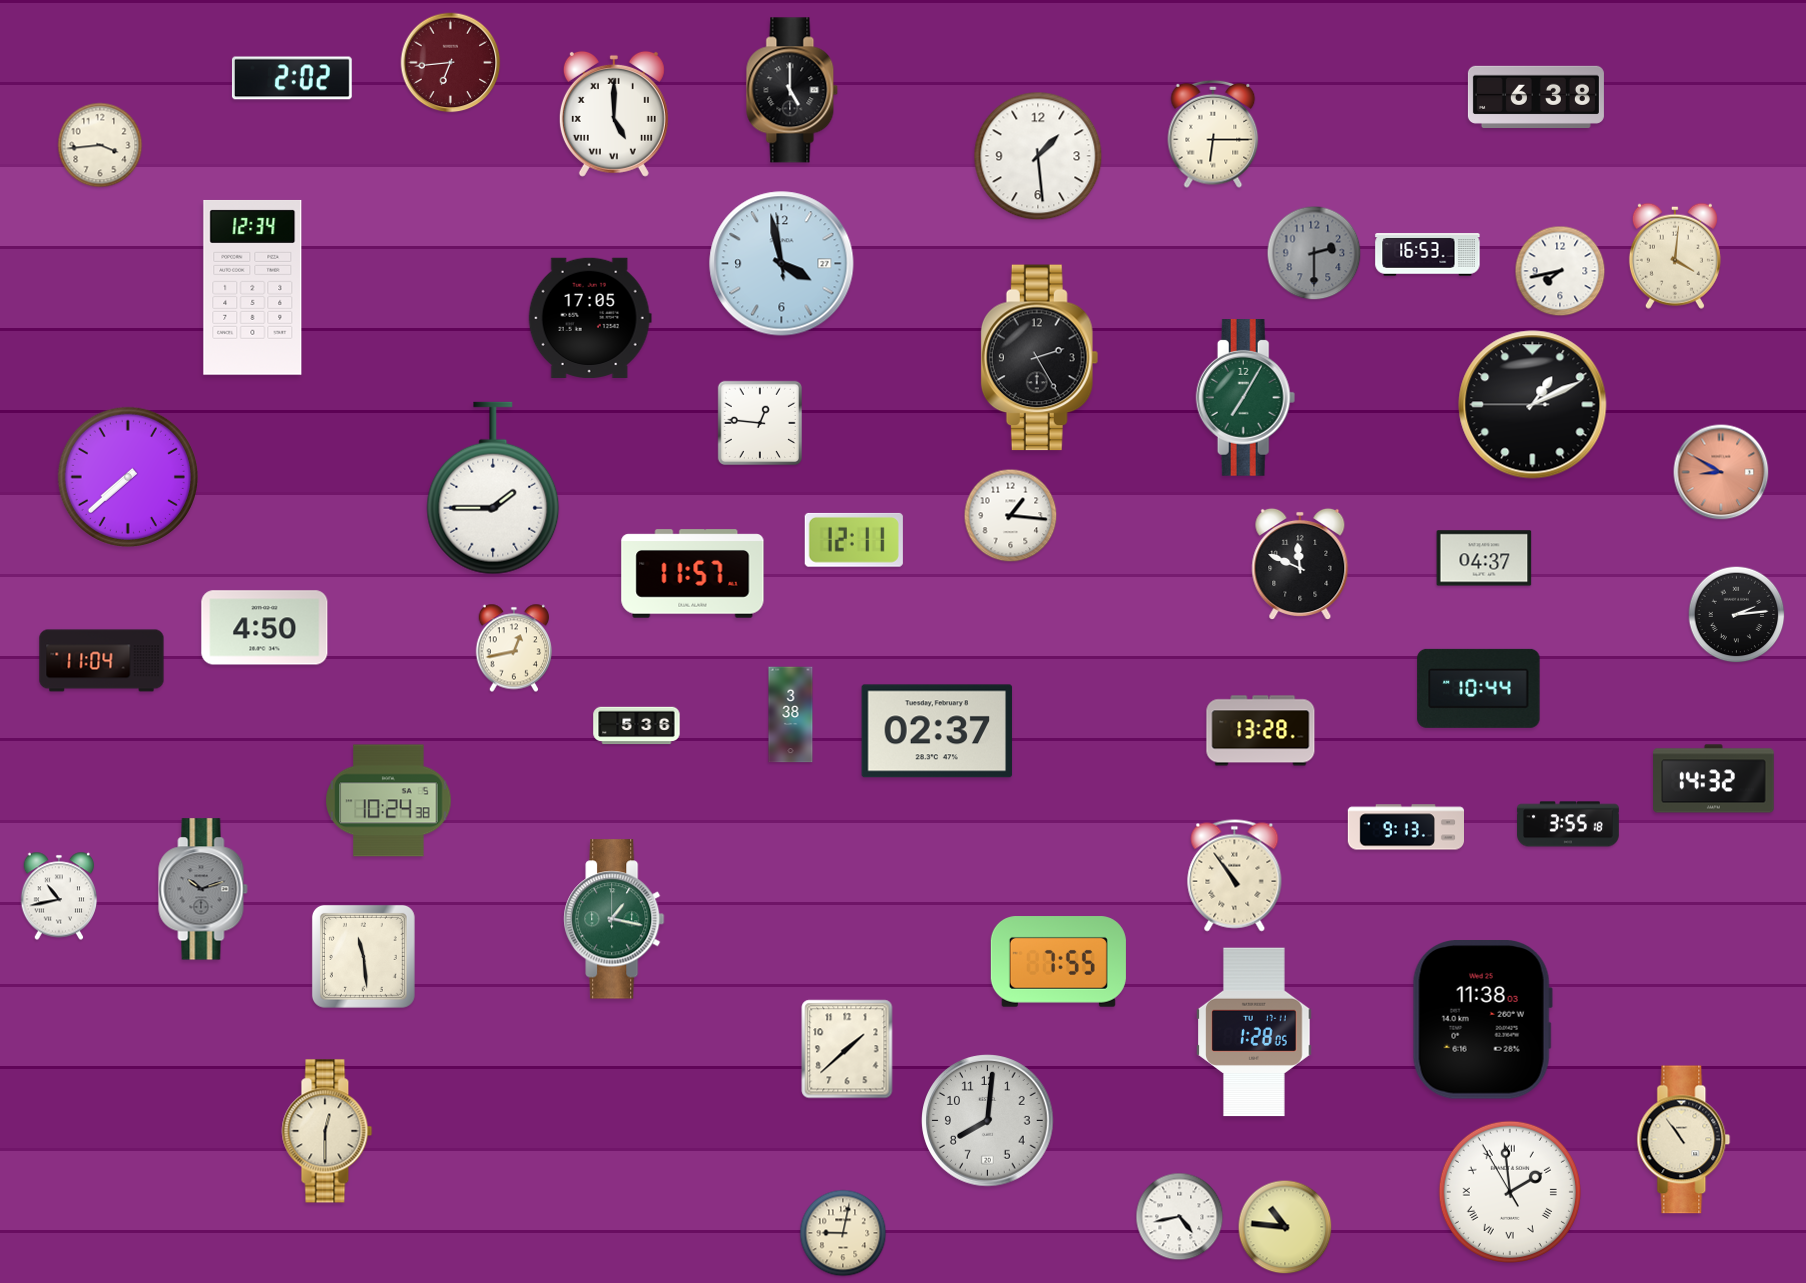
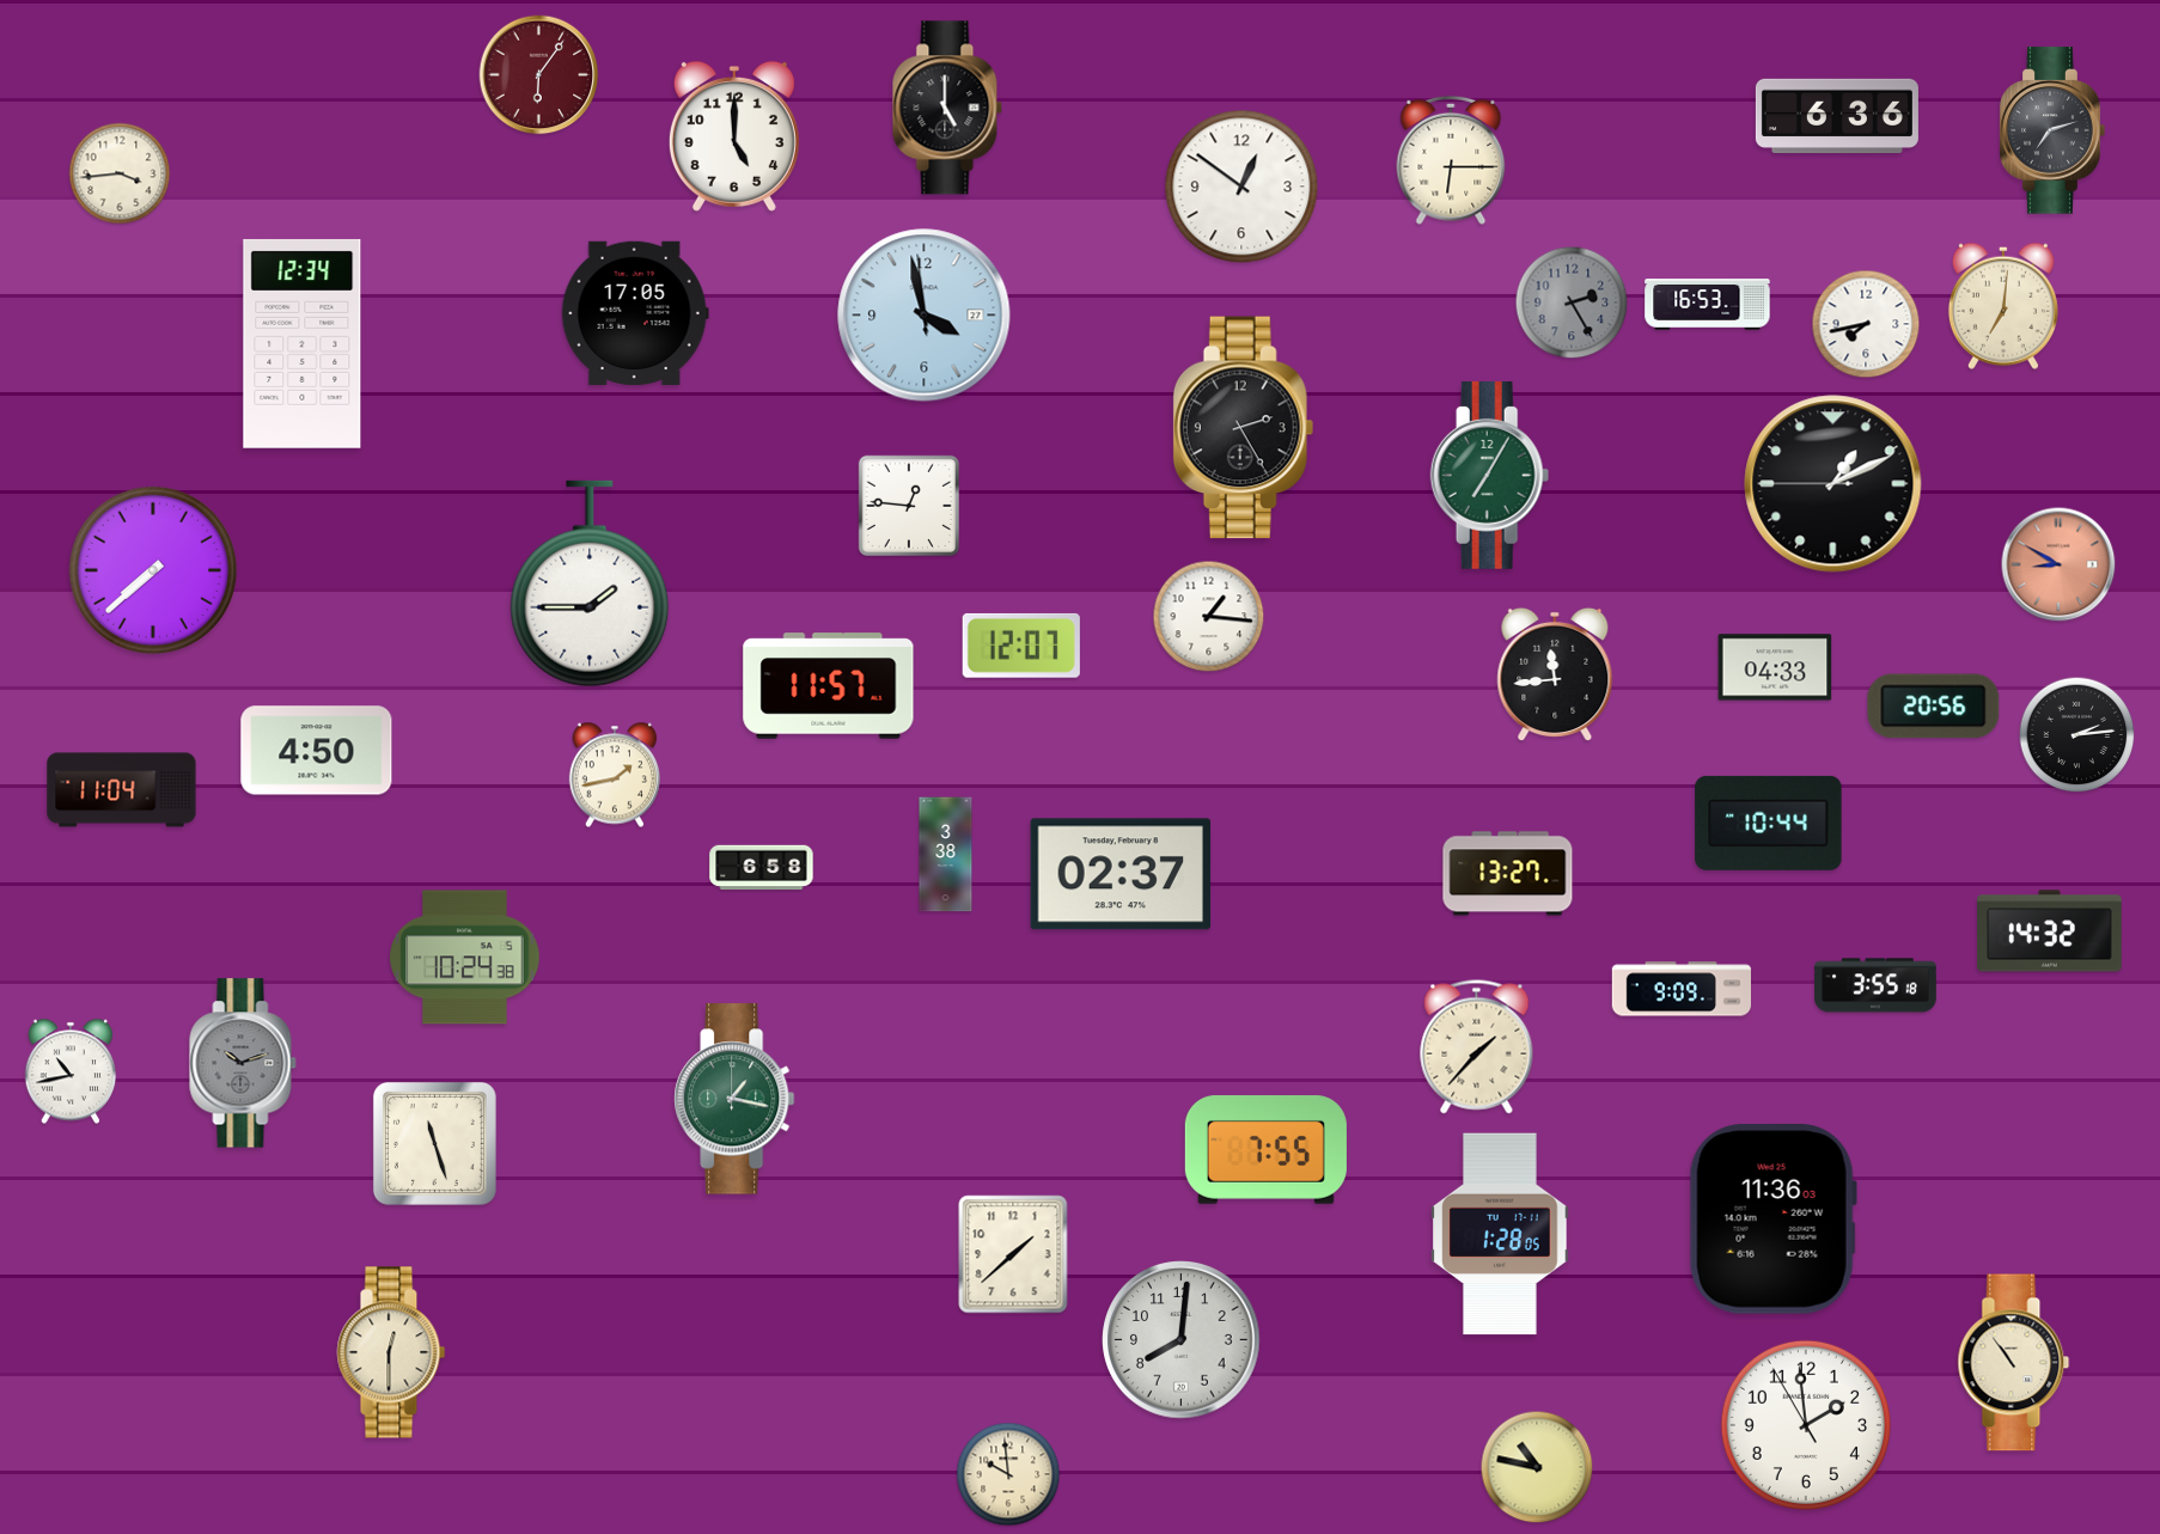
clock at (451, 63): 6:44 -> 6:06
clock at (292, 78): 2:02 -> none
clock at (1536, 96): 6:38 -> 6:36
clock at (2052, 130): none -> 7:12
clock at (614, 114) numerals: Roman -> Arabic
clock at (1038, 156): 1:29 -> 12:51
clock at (1314, 253): 2:30 -> 2:25
clock at (1675, 256): 4:01 -> 7:01
clock at (782, 264) position: (782, 264) -> (925, 316)
clock at (590, 318) position: (590, 318) -> (635, 313)
clock at (854, 540): 12:11 -> 12:07
clock at (1484, 558): 04:37 -> 04:33
clock at (1300, 563): 11:49 -> 11:44
clock at (1934, 707): none -> 20:56
clock at (514, 648): 12:43 -> 1:43
clock at (637, 726): 5:36 -> 6:58
clock at (1261, 731): 13:28 -> 13:27
clock at (1405, 827): 9:13 -> 9:09
clock at (1235, 876): 10:54 -> 1:37
clock at (363, 956): 11:29 -> 11:27
clock at (1482, 1020): 11:38 -> 11:36
clock at (1510, 1192) numerals: Roman -> Arabic
clock at (1180, 1217): 4:43 -> none
clock at (1285, 1227): 10:46 -> 10:47
clock at (843, 1233): 9:02 -> 9:59
